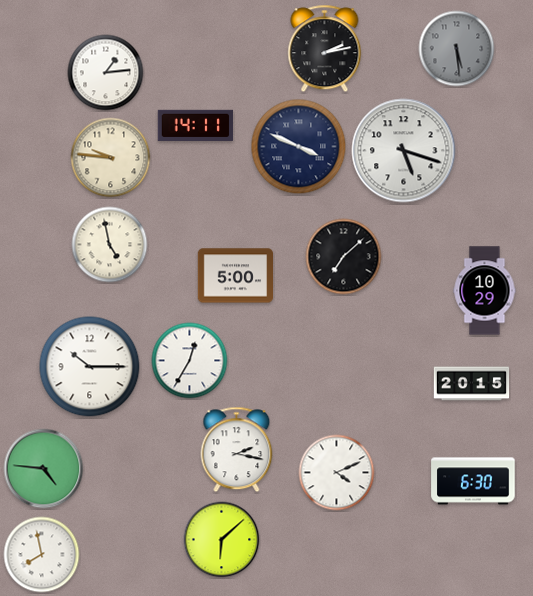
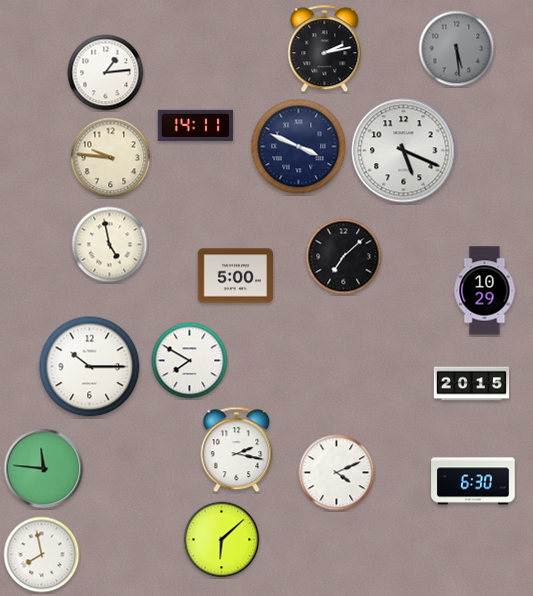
clock at (404, 151): 5:18 -> 5:19
clock at (190, 361): 12:35 -> 7:50
clock at (44, 469): 4:46 -> 11:46
